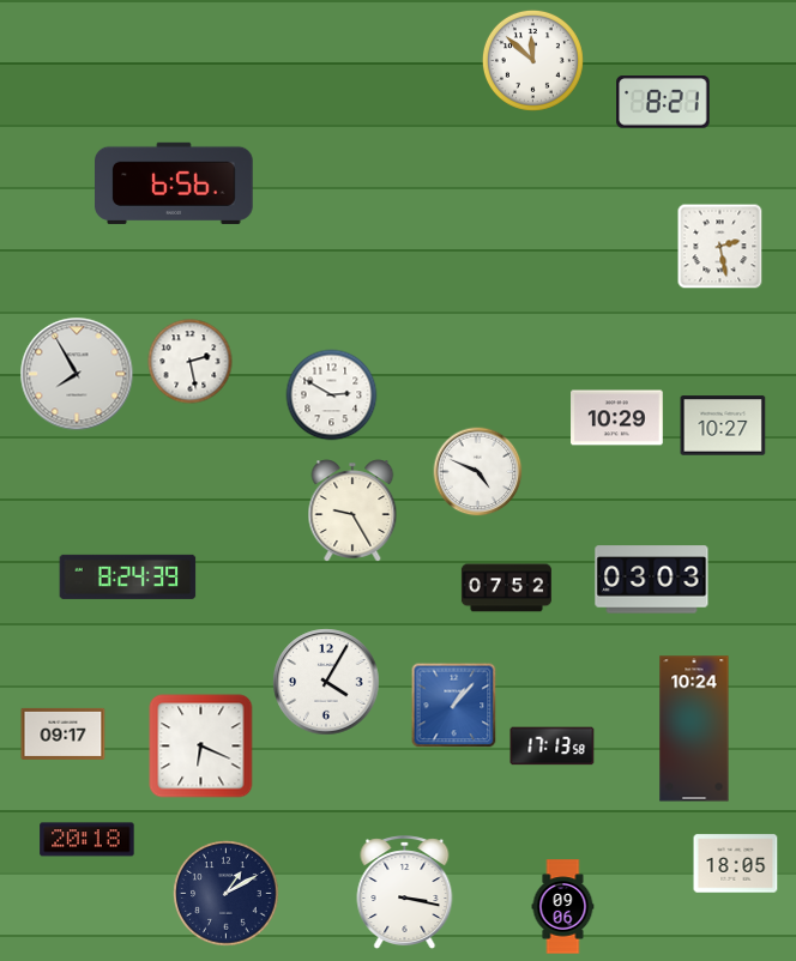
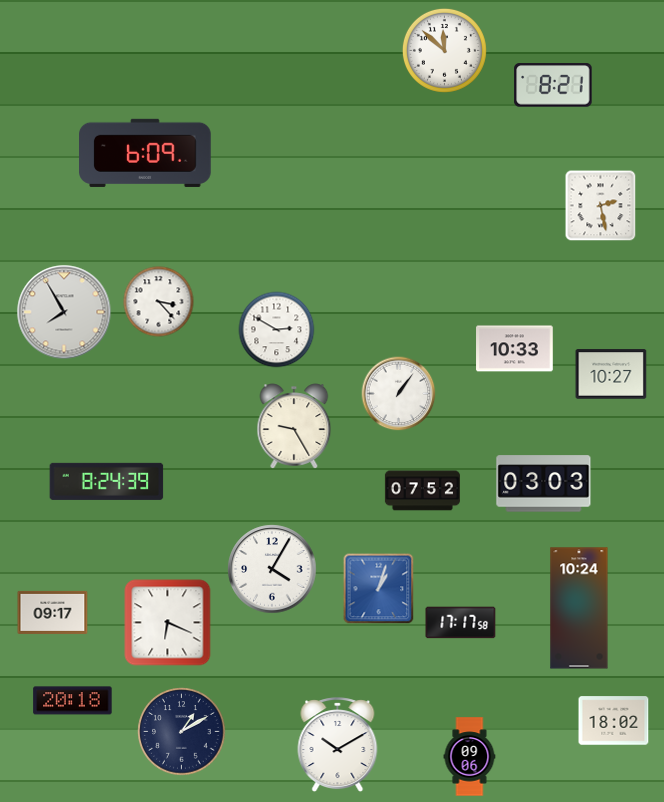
clock at (175, 183): 6:56 -> 6:09
clock at (191, 362): 2:28 -> 3:23
clock at (617, 418): 10:29 -> 10:33
clock at (723, 425) position: (723, 425) -> (611, 374)
clock at (478, 472): 4:49 -> 1:06
clock at (454, 706): 1:07 -> 1:03
clock at (553, 747): 17:13 -> 17:17
clock at (736, 864): 18:05 -> 18:02
clock at (405, 893): 3:17 -> 10:10
clock at (227, 894) position: (227, 894) -> (182, 732)
